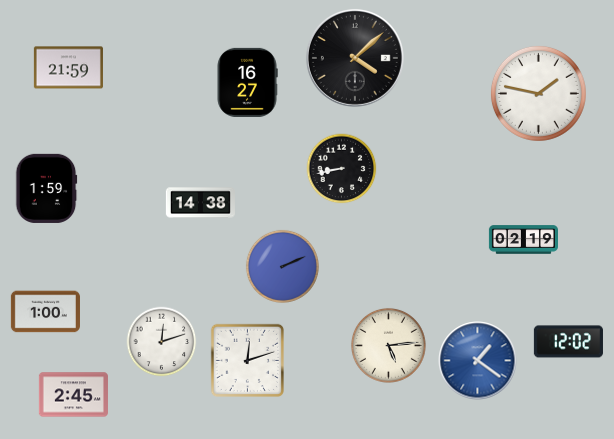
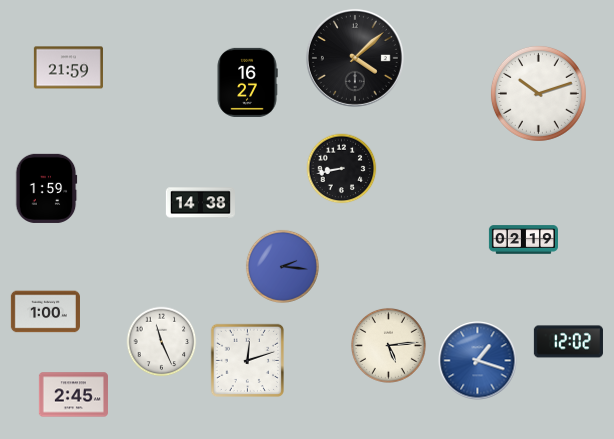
clock at (538, 93): 1:47 -> 10:12
clock at (282, 266): 2:11 -> 2:16
clock at (162, 342): 12:12 -> 11:26
clock at (478, 361): 1:21 -> 1:18
